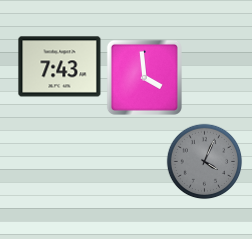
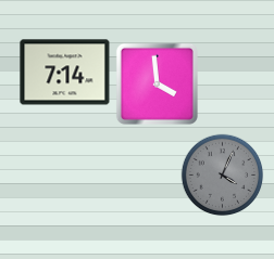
clock at (60, 67): 7:43 -> 7:14
